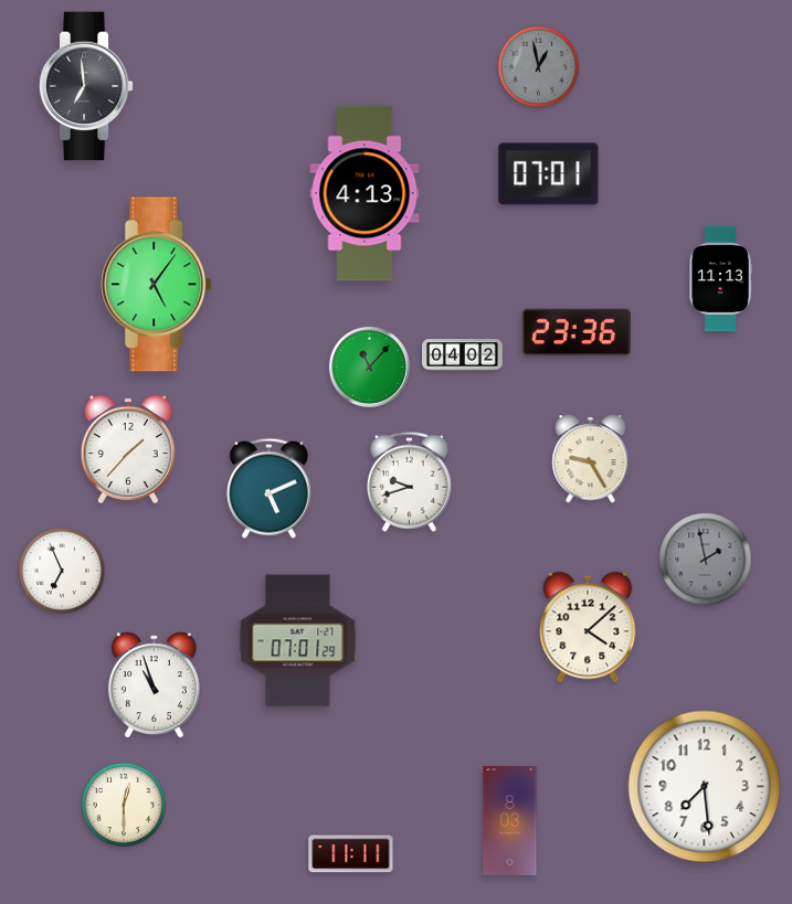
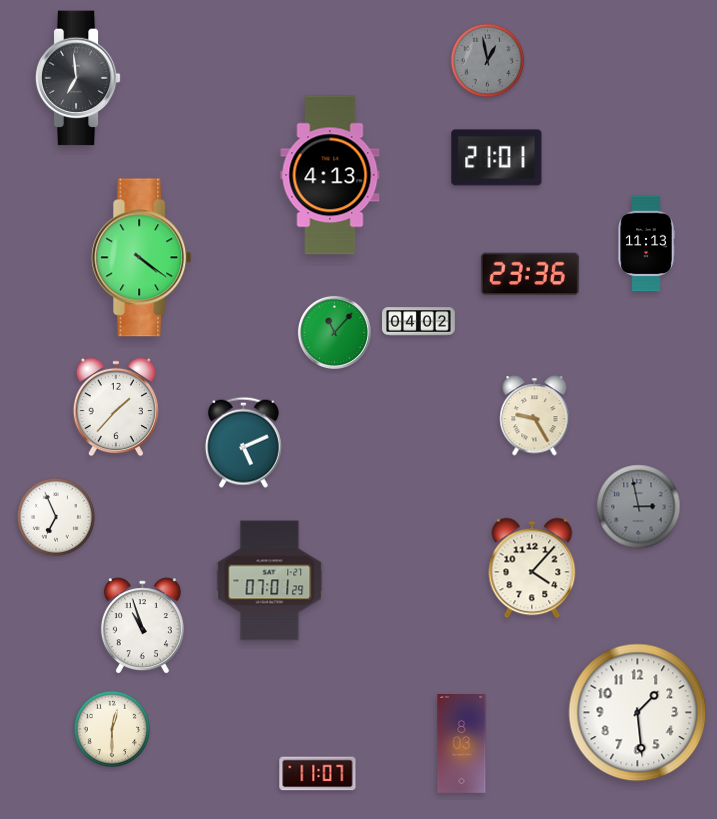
clock at (549, 174): 07:01 -> 21:01
clock at (720, 279) position: (720, 279) -> (646, 244)
clock at (157, 285): 5:06 -> 4:21
clock at (577, 332) position: (577, 332) -> (530, 274)
clock at (409, 481): 9:42 -> none
clock at (706, 560): 1:58 -> 2:58
clock at (588, 627): 4:08 -> 4:07
clock at (154, 685) position: (154, 685) -> (142, 626)
clock at (705, 787): 7:29 -> 1:29
clock at (351, 854): 11:11 -> 11:07
